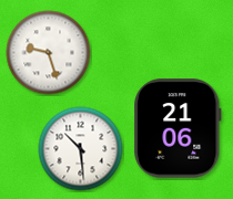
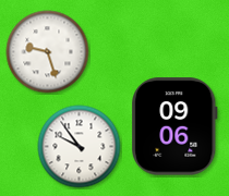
clock at (178, 128): 21:06 -> 09:06
clock at (81, 149): 10:29 -> 9:54
